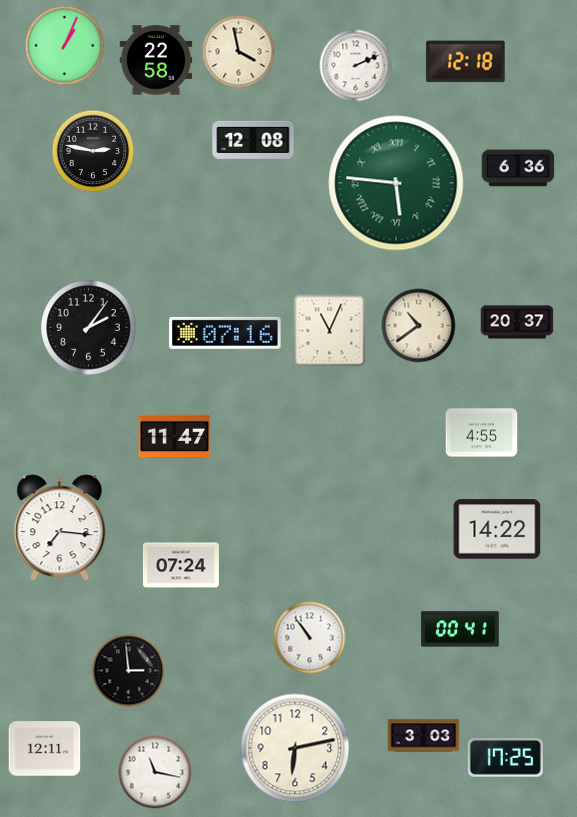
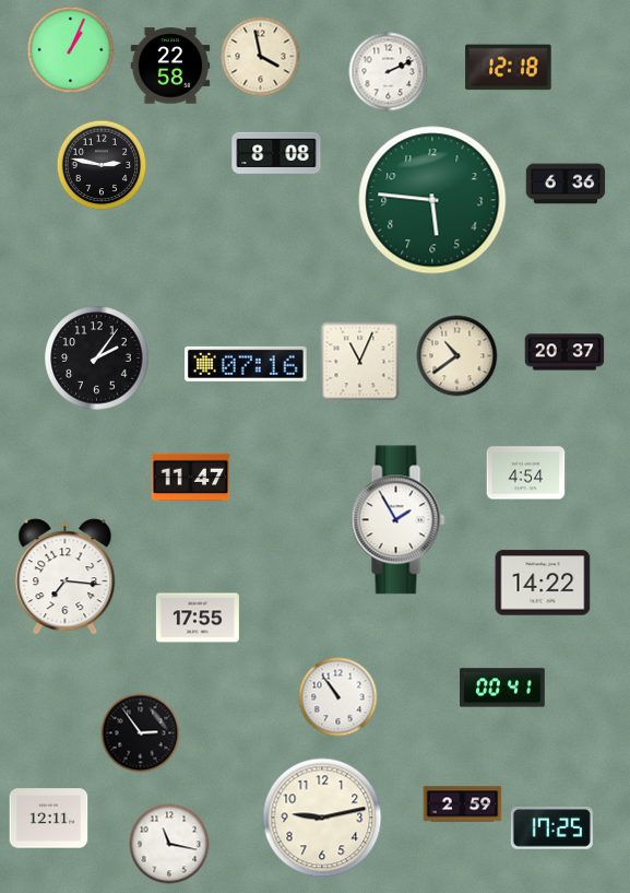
clock at (253, 140): 12:08 -> 8:08
clock at (396, 183) numerals: Roman -> Arabic
clock at (482, 433): 4:55 -> 4:54
clock at (399, 520): none -> 1:55
clock at (497, 529) position: (497, 529) -> (543, 583)
clock at (181, 565): 07:24 -> 17:55
clock at (129, 671): 2:59 -> 2:54
clock at (424, 736): 3:03 -> 2:59
clock at (295, 748): 6:13 -> 9:13
